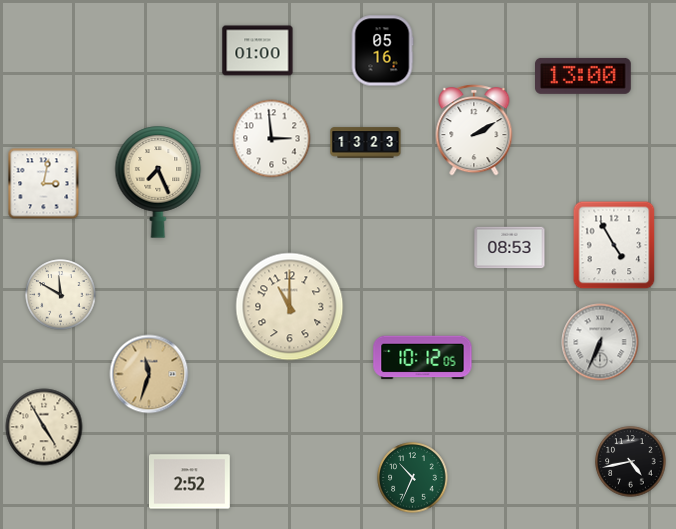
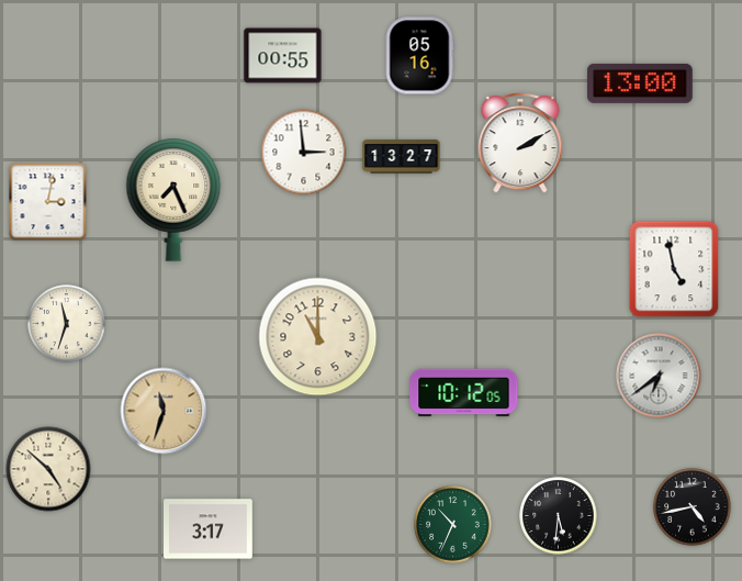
clock at (258, 51): 01:00 -> 00:55
clock at (272, 139) position: (272, 139) -> (304, 153)
clock at (366, 143): 13:23 -> 13:27
clock at (614, 245): 4:55 -> 4:58
clock at (510, 248): 08:53 -> none
clock at (61, 295): 11:50 -> 11:33
clock at (600, 342): 6:34 -> 6:39
clock at (44, 427): 4:55 -> 4:52
clock at (559, 516): none -> 5:31
clock at (190, 482): 2:52 -> 3:17
